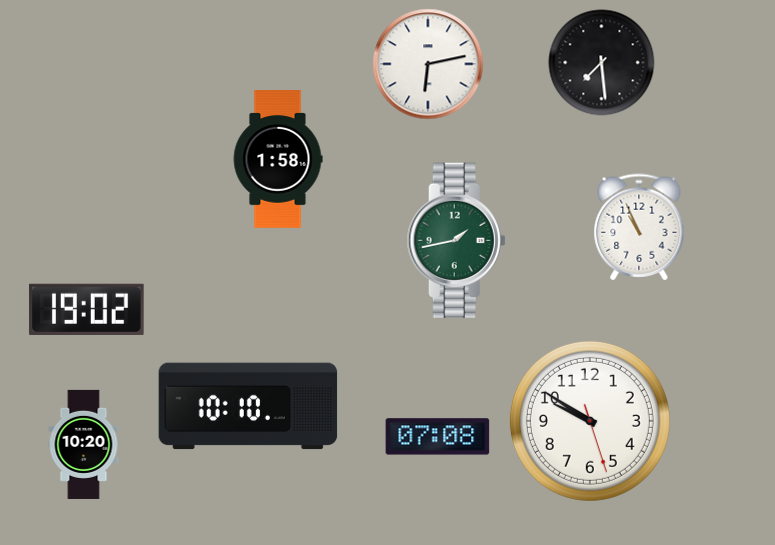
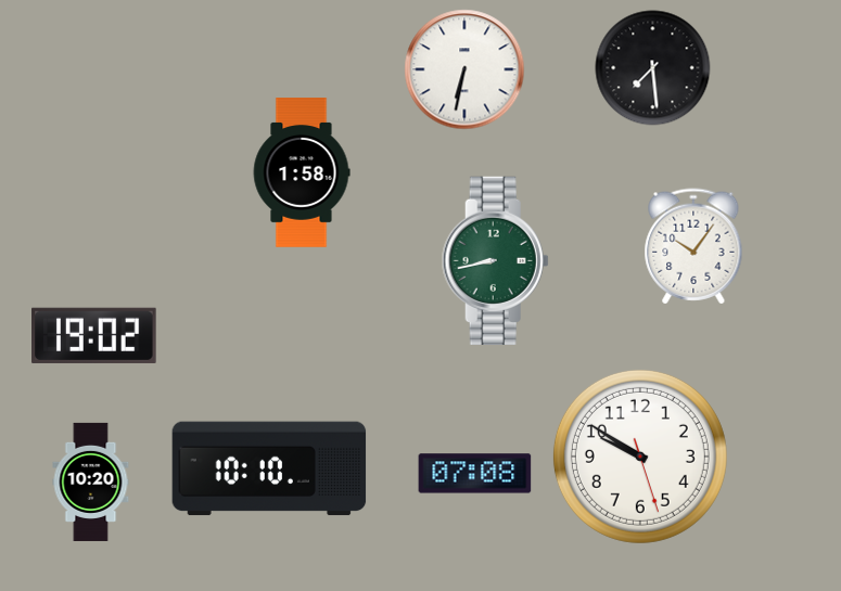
clock at (428, 64): 6:13 -> 6:32
clock at (639, 227): 10:56 -> 10:06
clock at (456, 240): 1:43 -> 8:43
clock at (248, 406) position: (248, 406) -> (269, 468)
